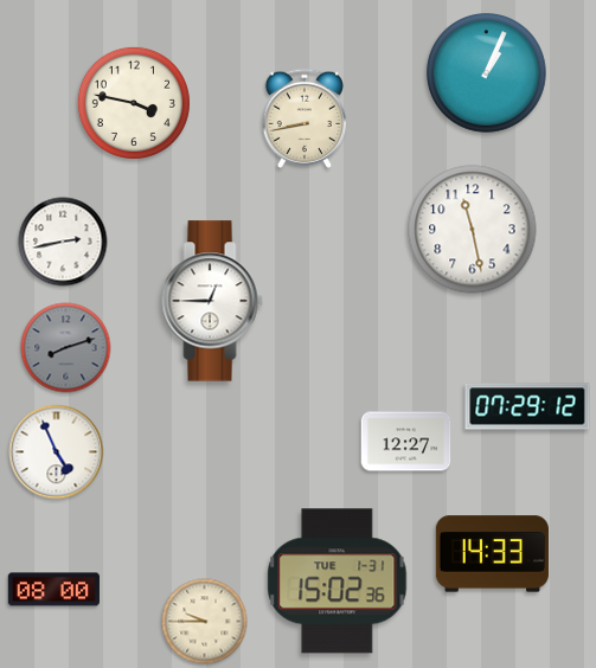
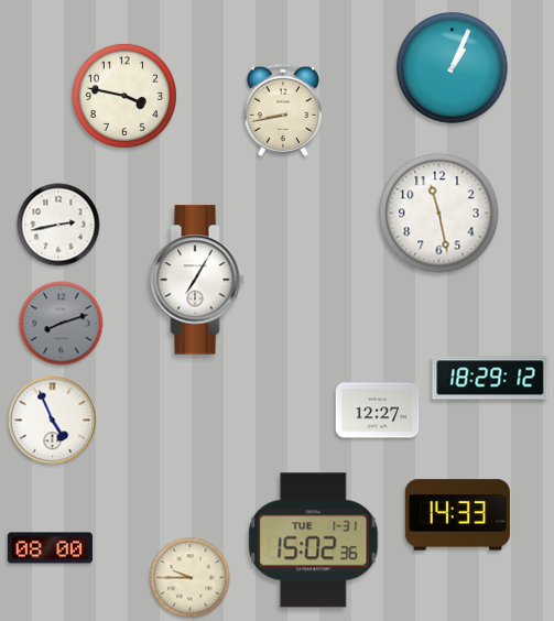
clock at (212, 301): 12:45 -> 7:05
clock at (527, 406): 07:29 -> 18:29
